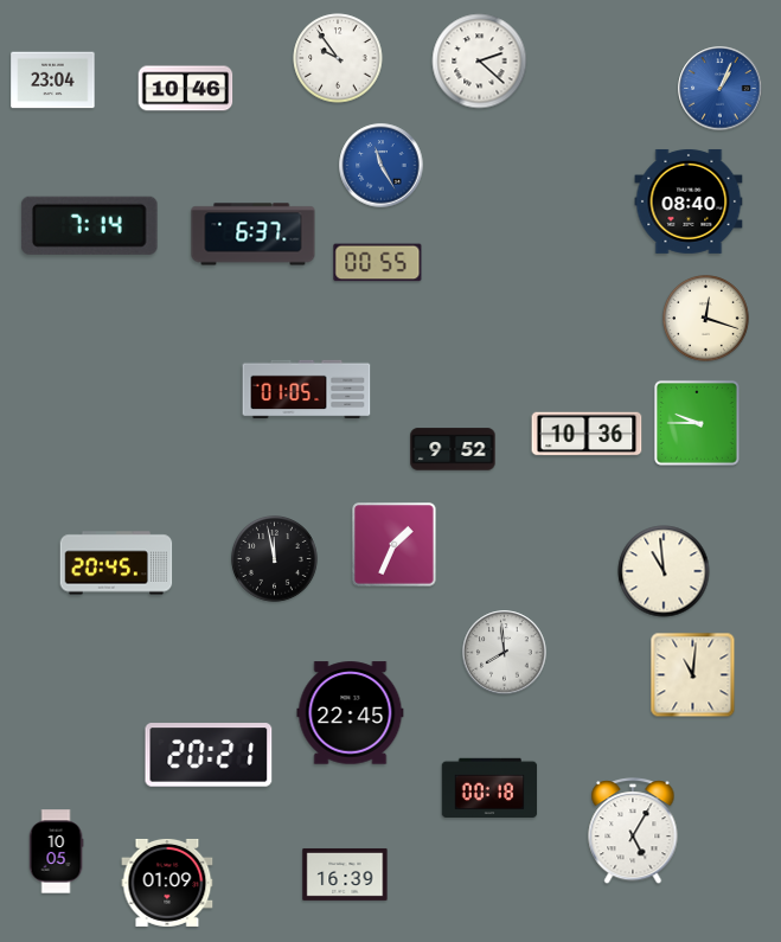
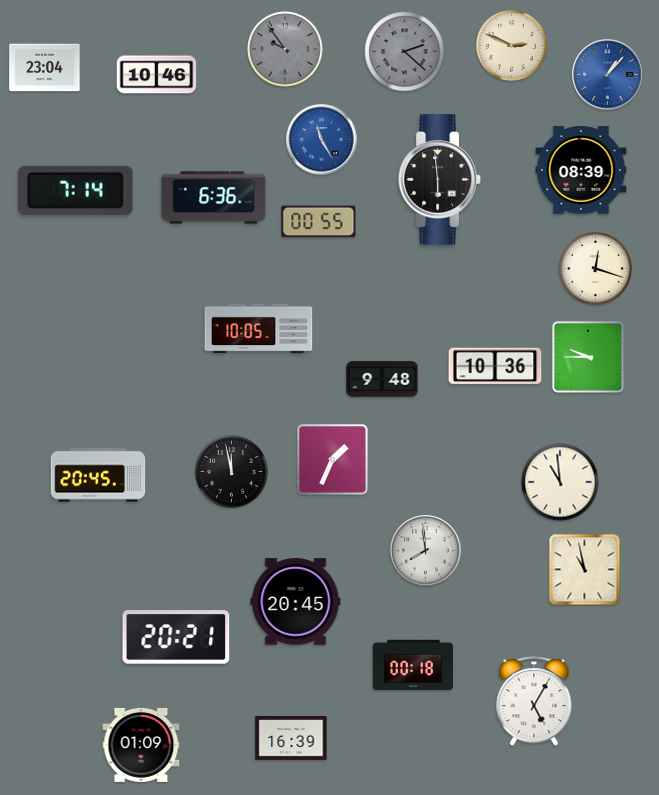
clock at (511, 45): none -> 2:49
clock at (338, 58) dial: white -> grey
clock at (480, 62) dial: white -> grey
clock at (721, 89): 1:04 -> 1:07
clock at (689, 201): 08:40 -> 08:39
clock at (440, 180): none -> 5:59
clock at (254, 235): 6:37 -> 6:36
clock at (307, 390): 01:05 -> 10:05
clock at (453, 449): 9:52 -> 9:48
clock at (693, 675): 11:01 -> 10:58
clock at (351, 713): 22:45 -> 20:45
clock at (56, 852): 10:05 -> none
